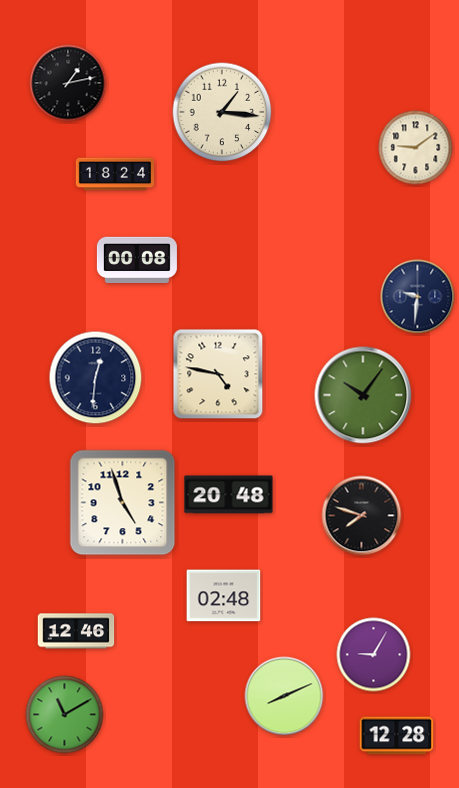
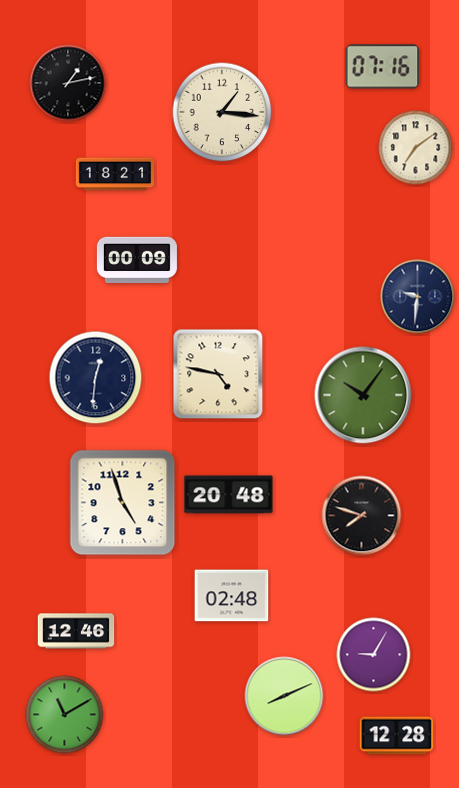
clock at (383, 67): none -> 07:16
clock at (416, 148): 9:09 -> 7:09
clock at (114, 174): 18:24 -> 18:21
clock at (137, 259): 00:08 -> 00:09
clock at (224, 596) position: (224, 596) -> (232, 596)
